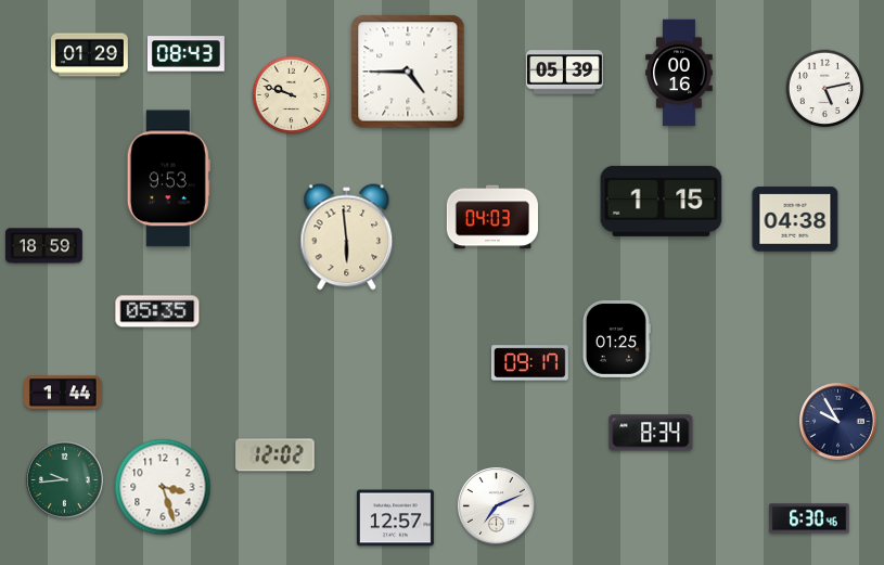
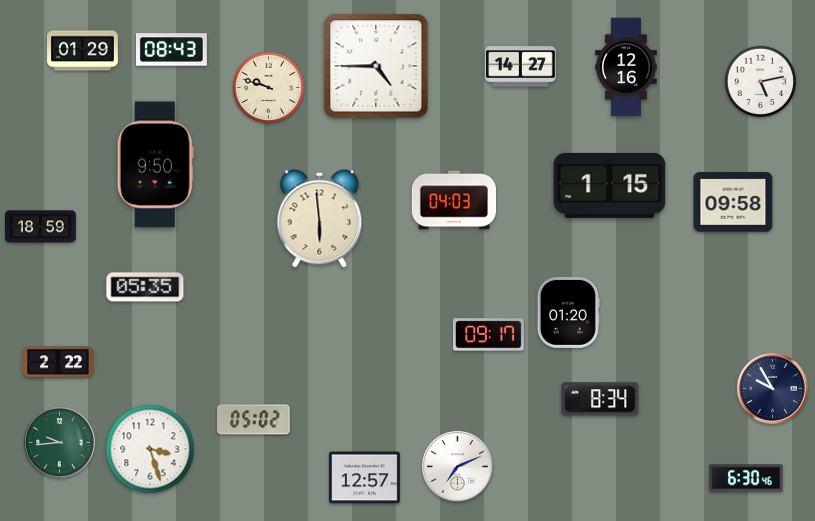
clock at (564, 73): 05:39 -> 14:27
clock at (679, 73): 00:16 -> 12:16
clock at (168, 179): 9:53 -> 9:50
clock at (795, 219): 04:38 -> 09:58
clock at (616, 338): 01:25 -> 01:20
clock at (63, 393): 1:44 -> 2:22
clock at (276, 455): 12:02 -> 05:02
